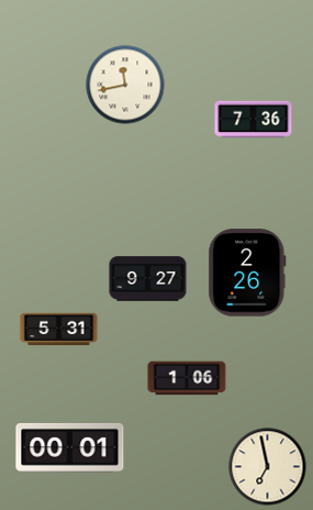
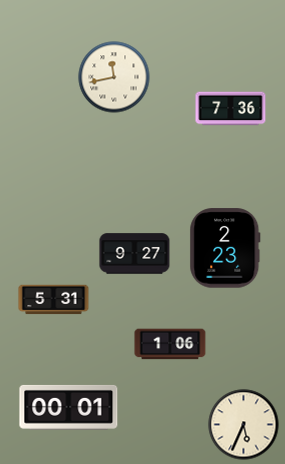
clock at (247, 273): 2:26 -> 2:23
clock at (70, 447) position: (70, 447) -> (69, 407)
clock at (268, 467): 6:58 -> 5:34
